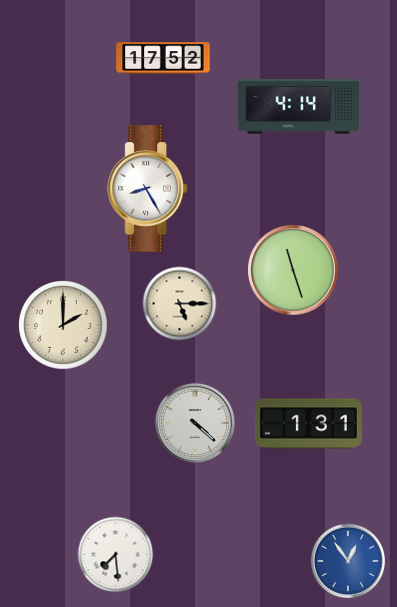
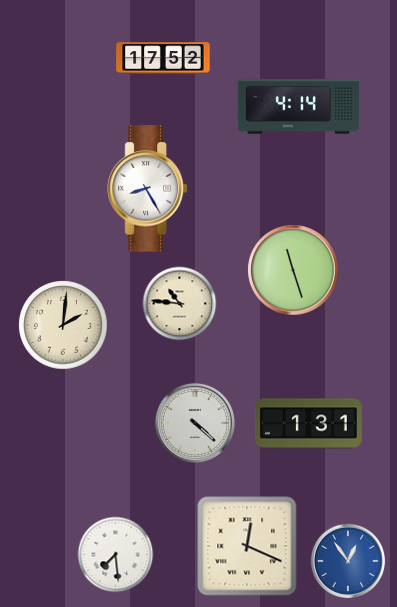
clock at (180, 304): 5:15 -> 10:46
clock at (63, 325): 2:00 -> 2:01
clock at (247, 546): none -> 12:19
